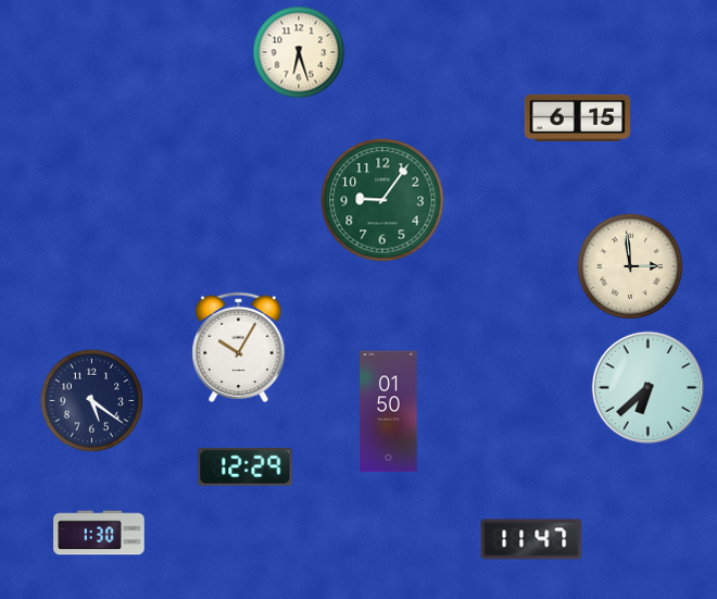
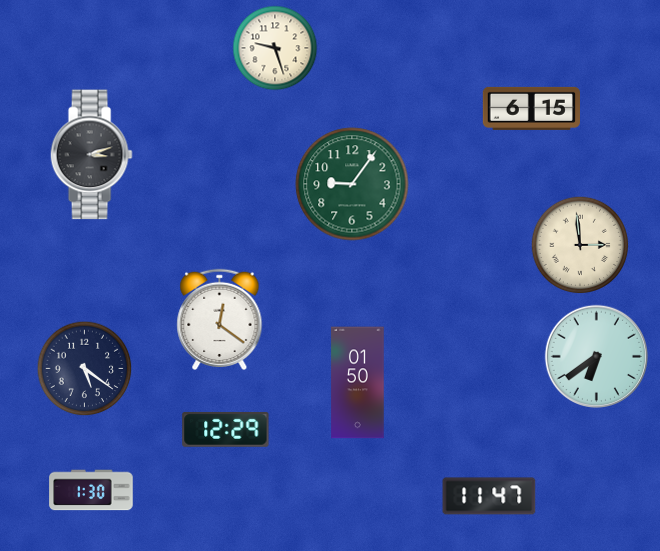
clock at (299, 52): 6:27 -> 9:27
clock at (91, 155): none -> 3:12
clock at (239, 347): 10:05 -> 12:21
clock at (647, 387): 6:38 -> 6:39
clock at (389, 412) position: (389, 412) -> (358, 383)
